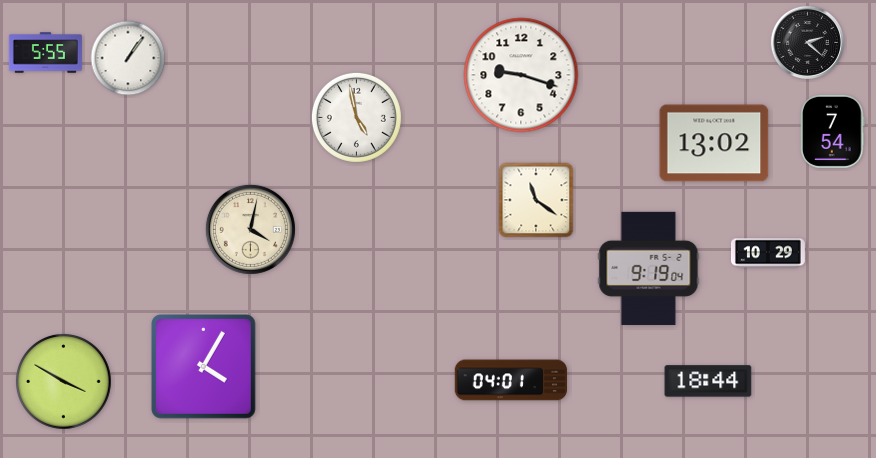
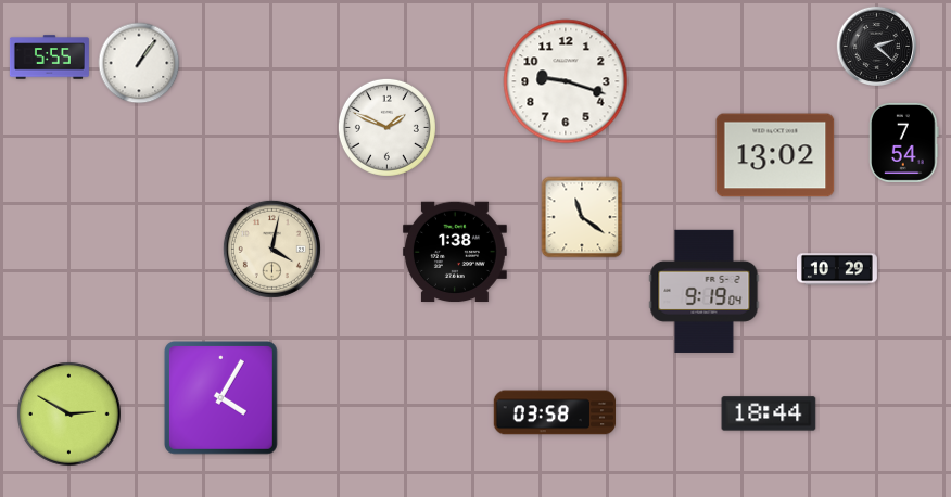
clock at (356, 117): 4:58 -> 1:49
clock at (455, 252): none -> 1:38
clock at (768, 253) position: (768, 253) -> (837, 269)
clock at (511, 380): 04:01 -> 03:58
clock at (64, 382): 3:50 -> 2:50
